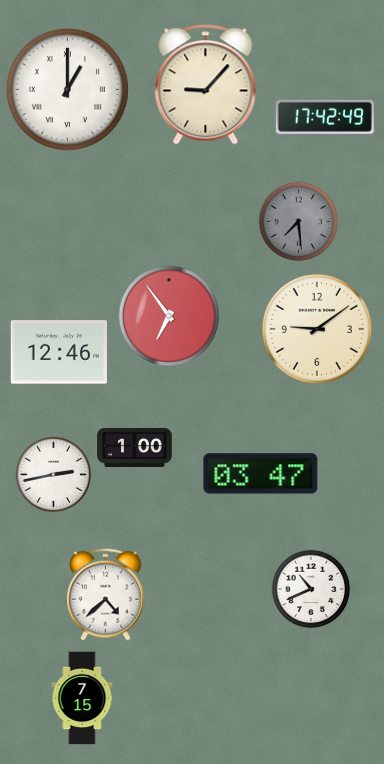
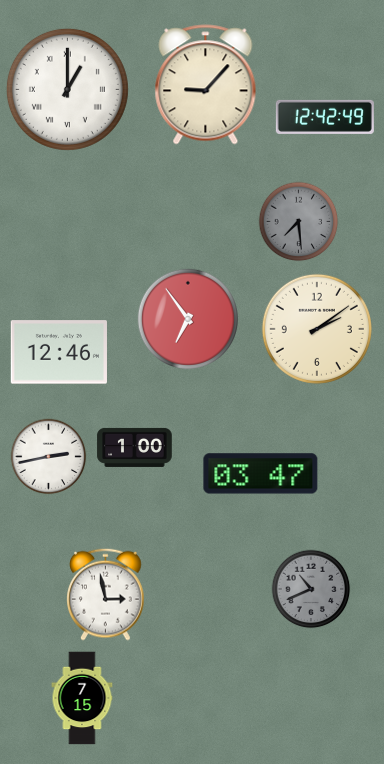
clock at (325, 117): 17:42 -> 12:42
clock at (169, 316) position: (169, 316) -> (188, 319)
clock at (317, 329): 9:09 -> 2:09
clock at (54, 475) position: (54, 475) -> (49, 457)
clock at (311, 589) dial: white -> grey
clock at (106, 594): 4:38 -> 2:58
